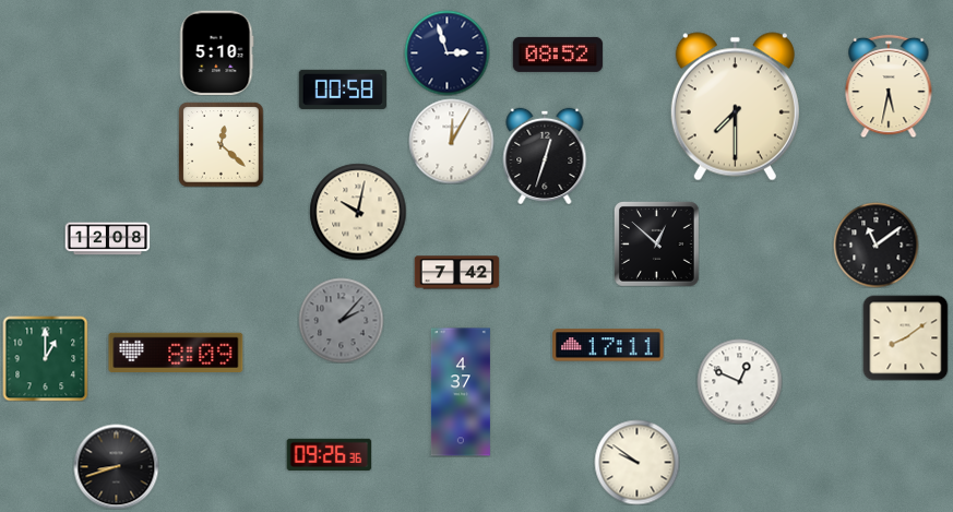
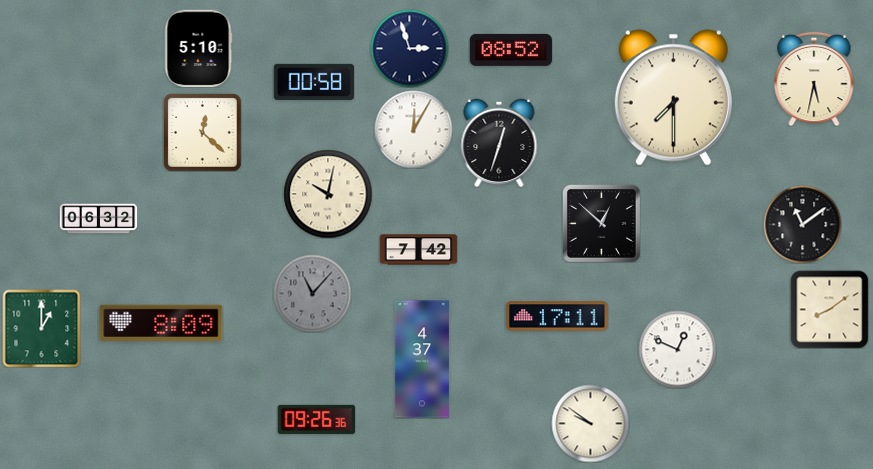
clock at (107, 239): 12:08 -> 06:32
clock at (341, 320): 2:07 -> 11:07
clock at (329, 454) position: (329, 454) -> (316, 419)
clock at (636, 462) position: (636, 462) -> (590, 423)
clock at (116, 466): 8:42 -> none
